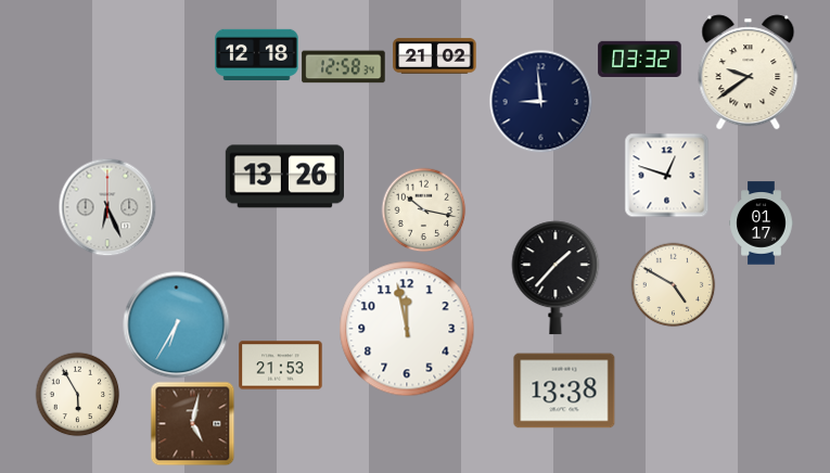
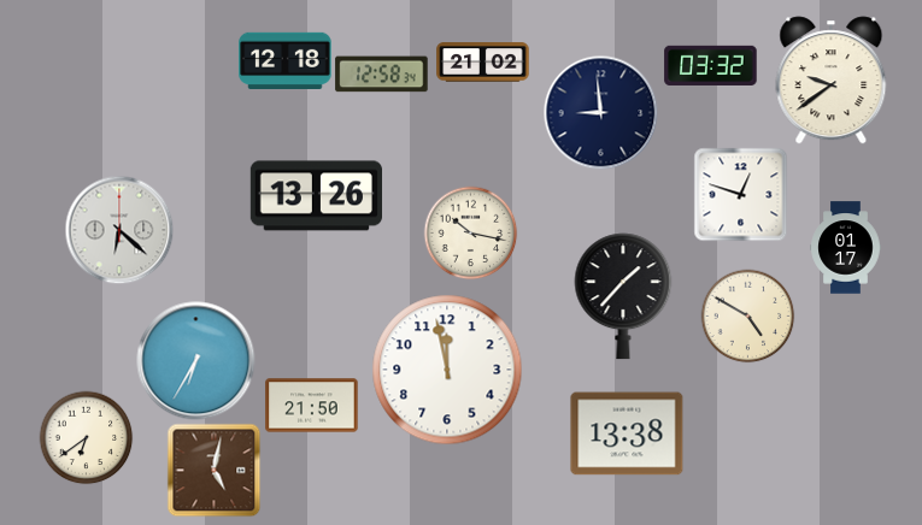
clock at (107, 207): 6:26 -> 6:22
clock at (556, 278) position: (556, 278) -> (623, 296)
clock at (407, 329) position: (407, 329) -> (447, 370)
clock at (281, 366): 21:53 -> 21:50
clock at (77, 394): 5:55 -> 6:39
